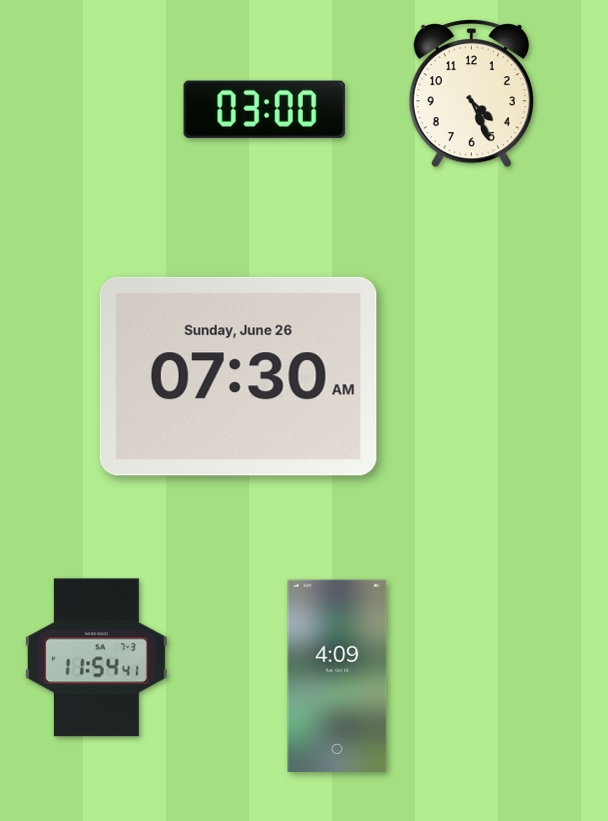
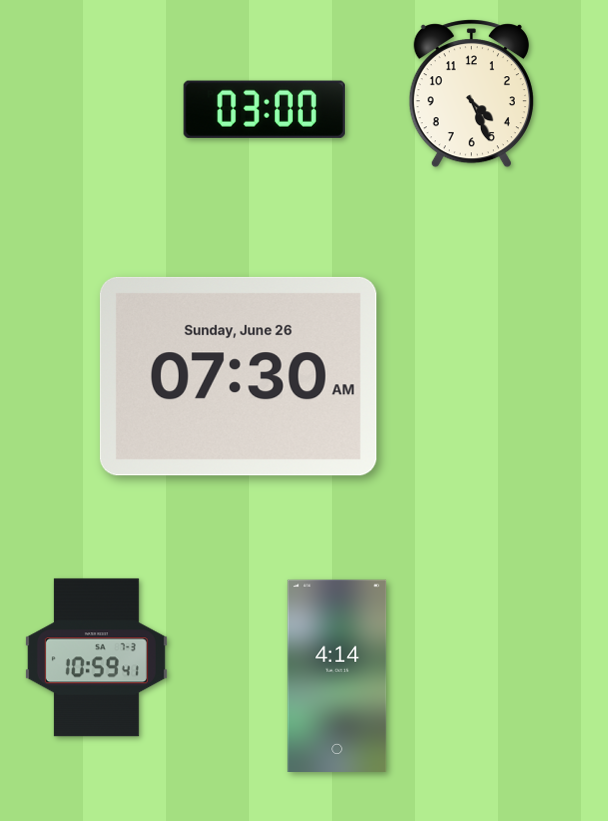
clock at (96, 658): 11:54 -> 10:59
clock at (337, 675): 4:09 -> 4:14
